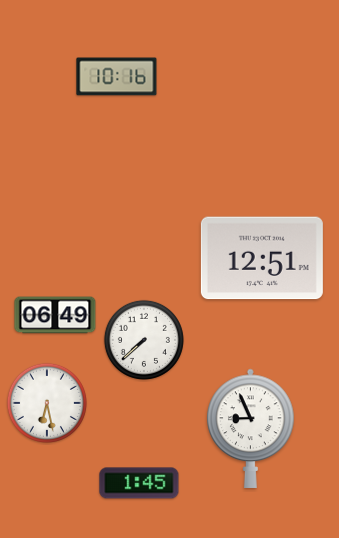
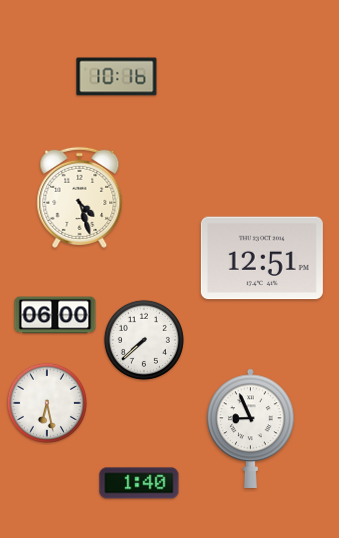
clock at (80, 197): none -> 4:27
clock at (55, 315): 06:49 -> 06:00
clock at (139, 483): 1:45 -> 1:40
